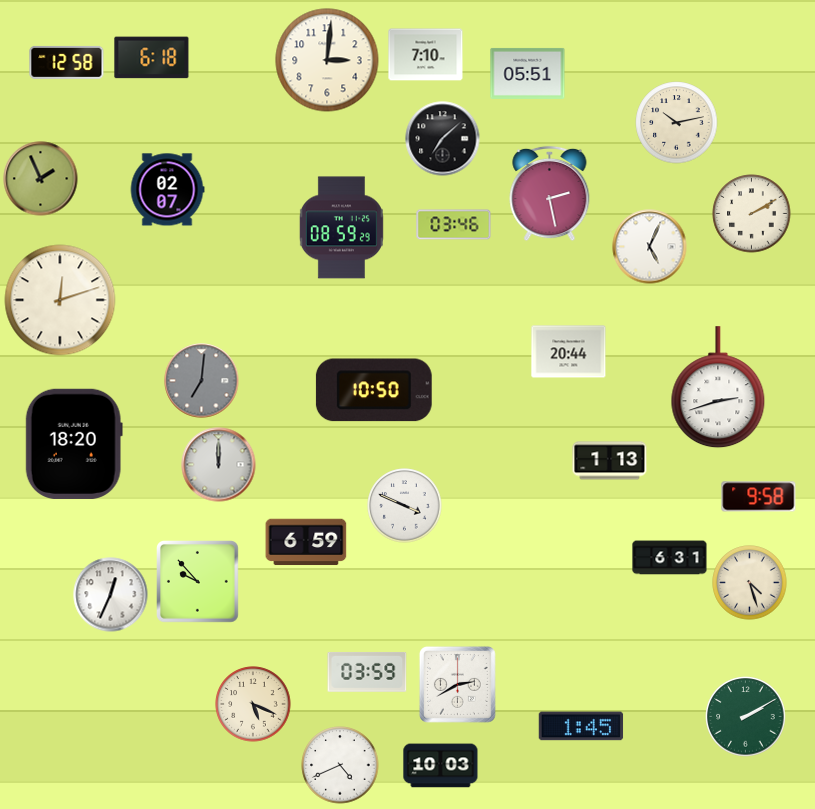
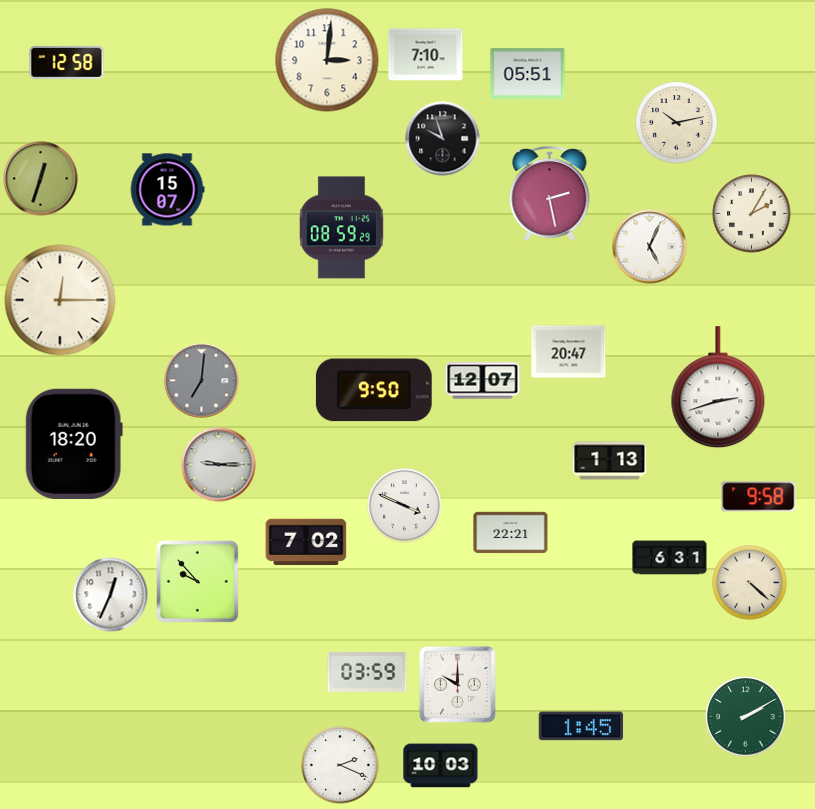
clock at (152, 58): 6:18 -> none
clock at (443, 139): 7:08 -> 9:57
clock at (41, 179): 1:56 -> 12:33
clock at (167, 190): 02:07 -> 15:07
clock at (752, 214): 2:10 -> 2:05
clock at (454, 225): 03:46 -> none
clock at (60, 300): 12:12 -> 12:15
clock at (569, 352): 20:44 -> 20:47
clock at (483, 381): none -> 12:07
clock at (374, 390): 10:50 -> 9:50
clock at (219, 465): 12:00 -> 9:15
clock at (511, 533): none -> 22:21
clock at (306, 542): 6:59 -> 7:02
clock at (750, 583): 4:27 -> 4:22
clock at (457, 684): 2:40 -> 10:00
clock at (253, 704): 5:19 -> none
clock at (340, 765): 4:41 -> 2:19
